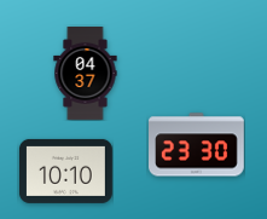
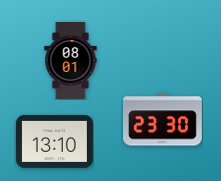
clock at (86, 74): 04:37 -> 08:01
clock at (65, 171): 10:10 -> 13:10
